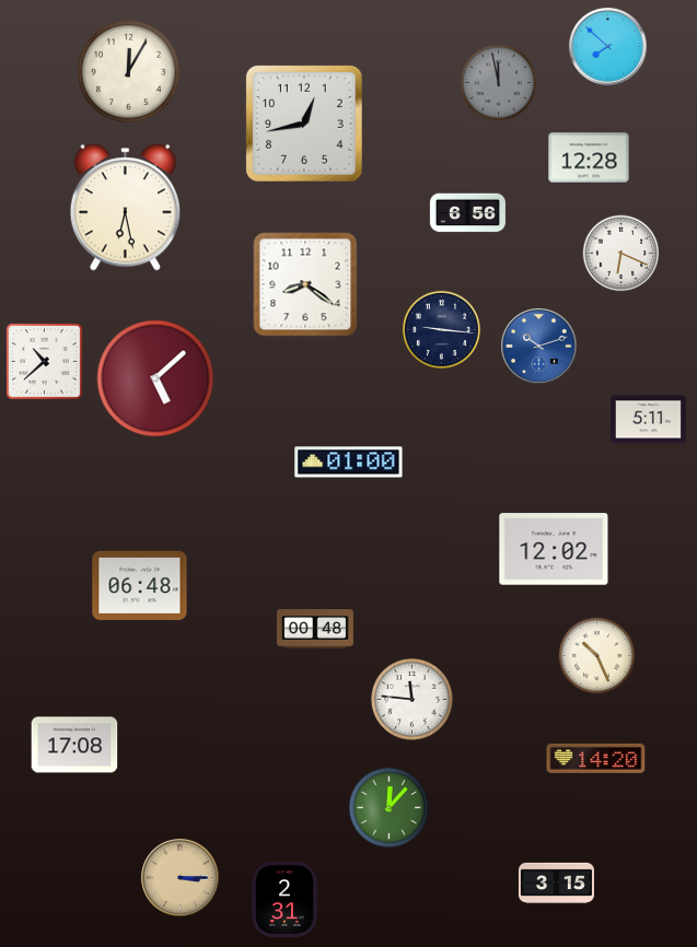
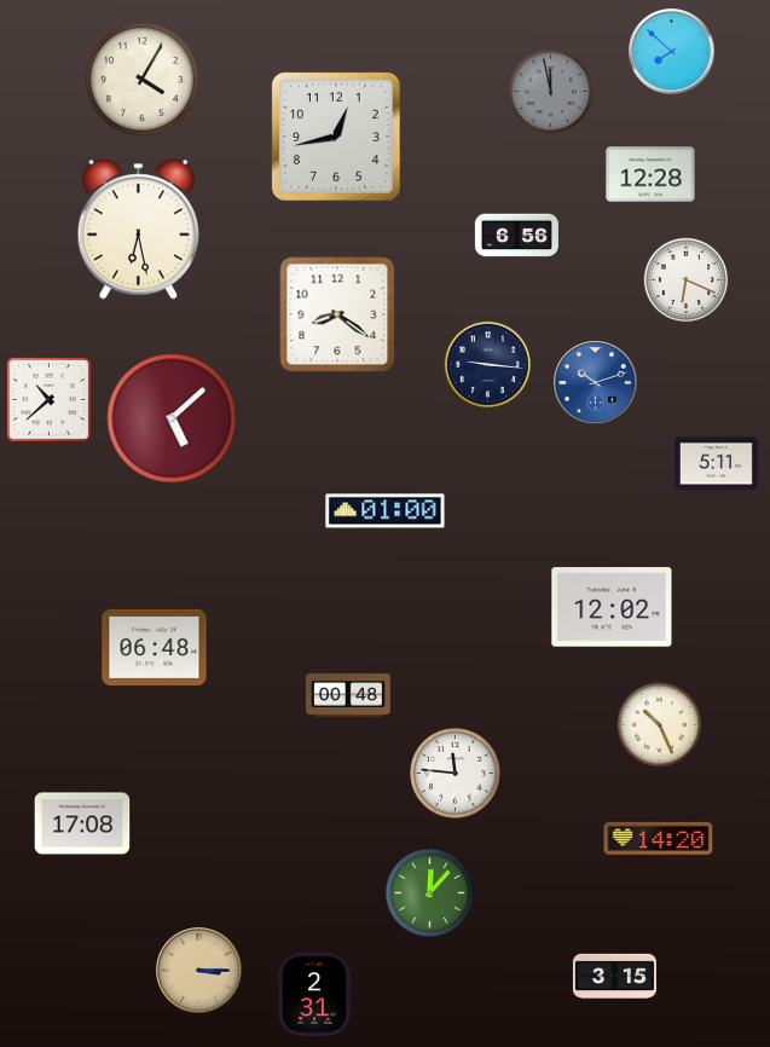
clock at (128, 71): 12:05 -> 4:05
